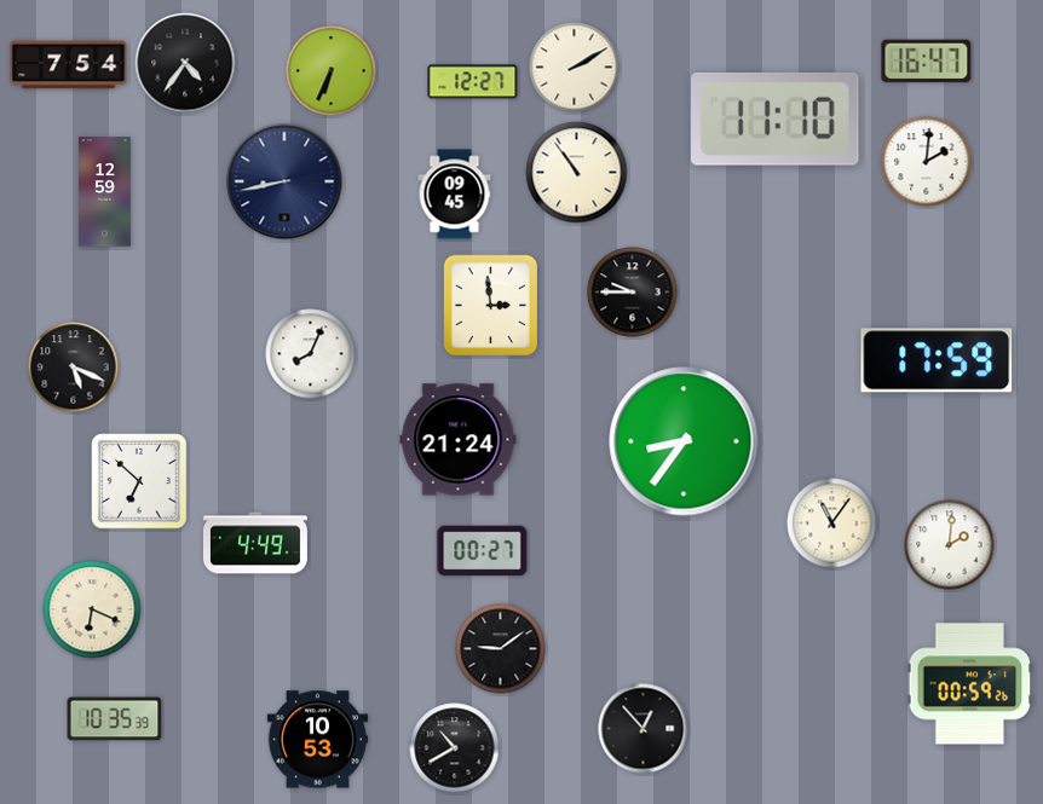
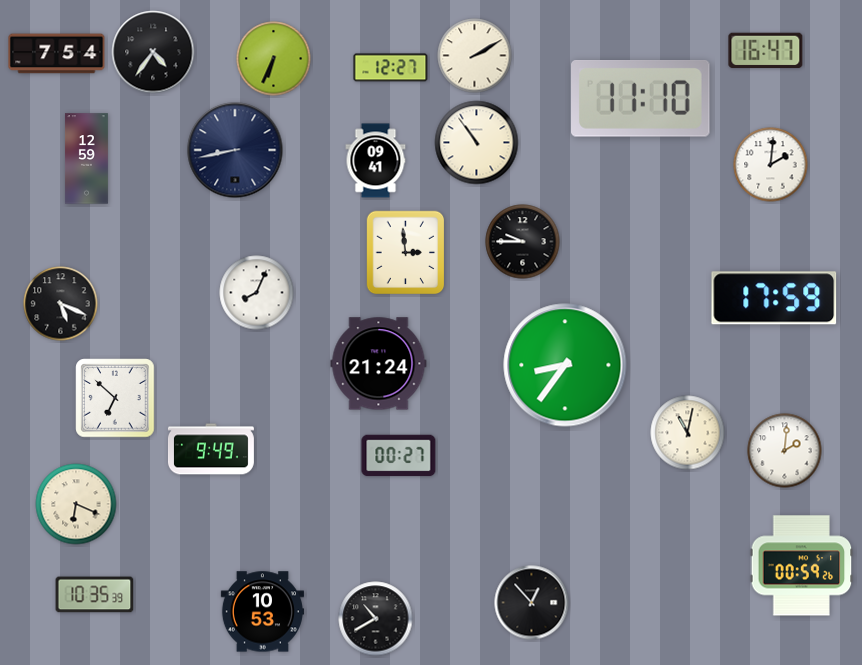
clock at (927, 162) position: (927, 162) -> (771, 165)
clock at (455, 195): 09:45 -> 09:41
clock at (832, 524): 11:06 -> 11:02
clock at (255, 543): 4:49 -> 9:49
clock at (501, 649): 9:09 -> none
